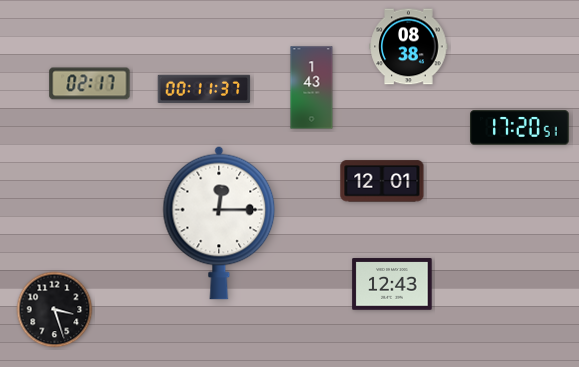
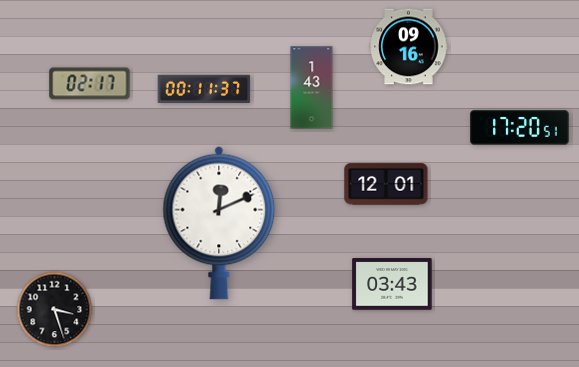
clock at (409, 47): 08:38 -> 09:16
clock at (382, 181) position: (382, 181) -> (386, 184)
clock at (219, 223): 12:15 -> 12:11
clock at (392, 284): 12:43 -> 03:43
